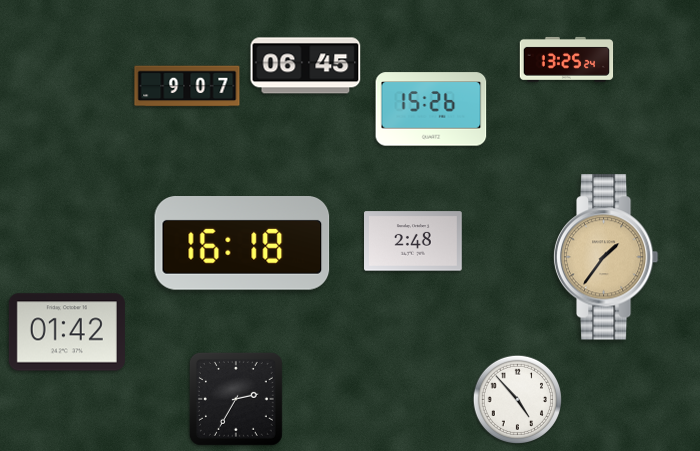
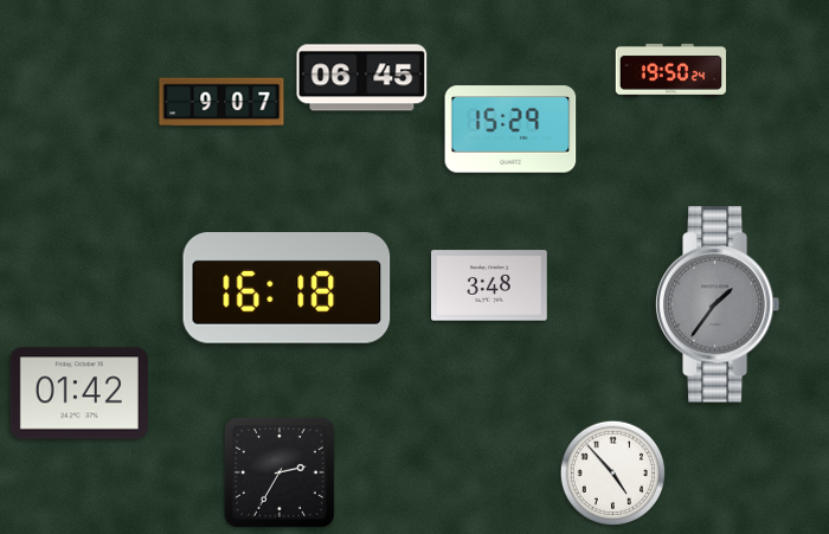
clock at (567, 59): 13:25 -> 19:50
clock at (431, 109): 15:26 -> 15:29
clock at (414, 241): 2:48 -> 3:48
clock at (606, 257) dial: champagne -> grey
